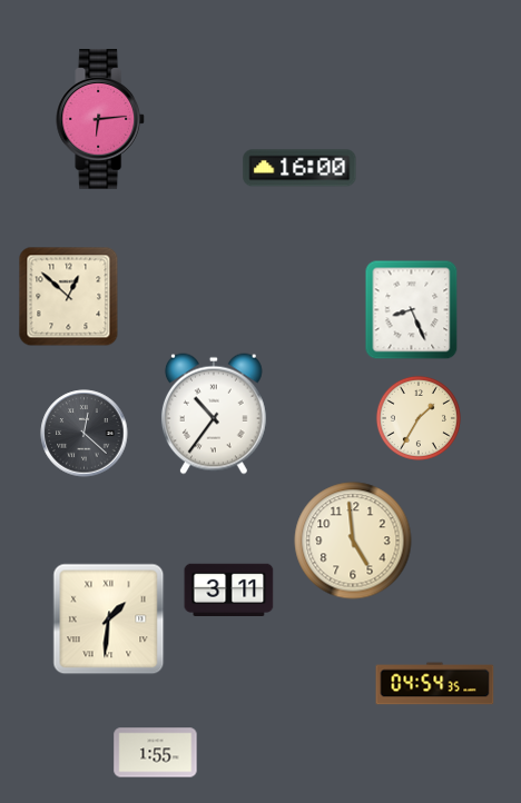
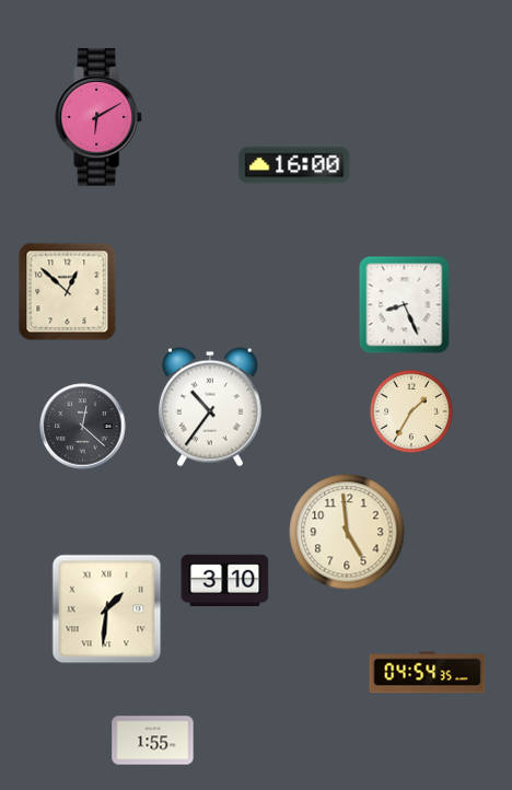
clock at (100, 119): 6:14 -> 6:10
clock at (229, 589): 3:11 -> 3:10
